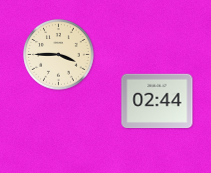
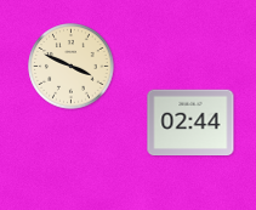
clock at (59, 55): 3:45 -> 3:49
